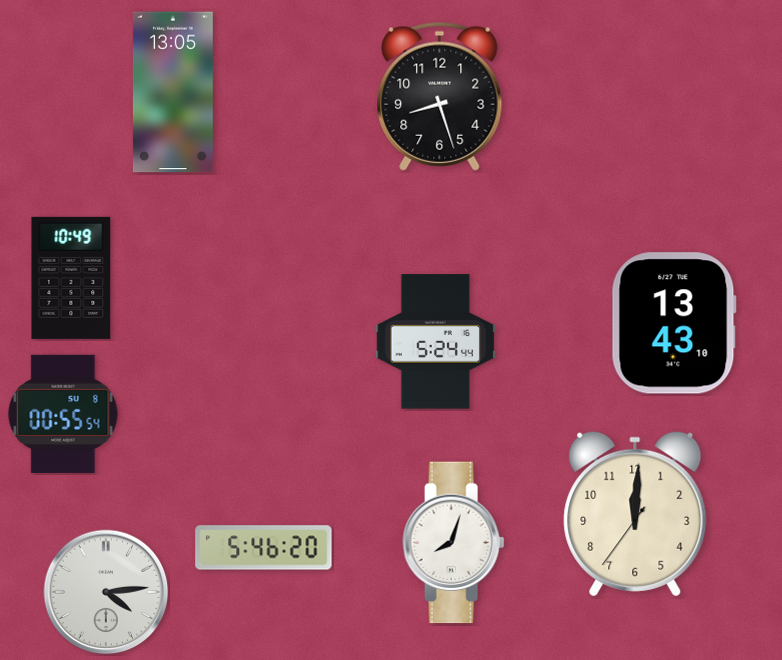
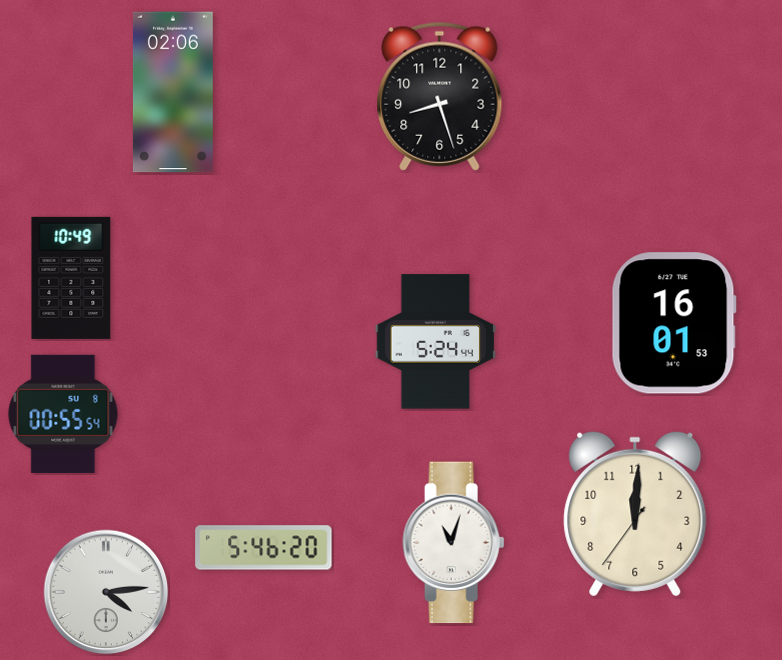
clock at (173, 92): 13:05 -> 02:06
clock at (674, 323): 13:43 -> 16:01
clock at (454, 543): 8:03 -> 11:03
